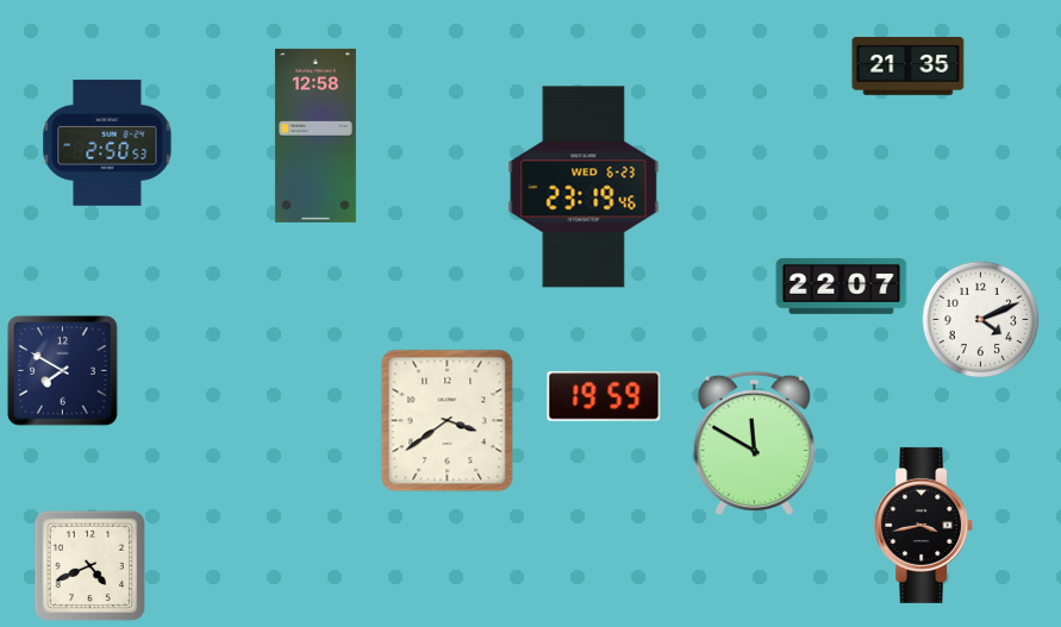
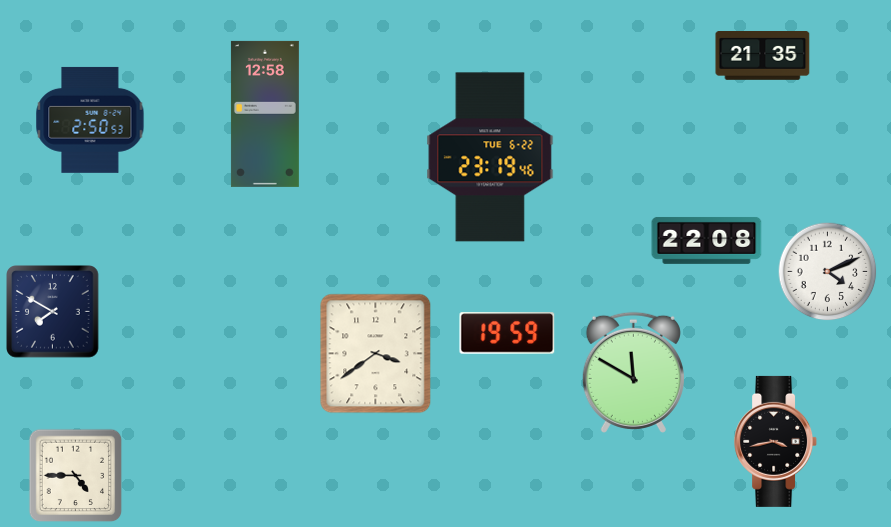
clock at (583, 187) date: WED 6-23 -> TUE 6-22
clock at (842, 286): 22:07 -> 22:08
clock at (981, 320) position: (981, 320) -> (828, 272)
clock at (91, 566): 4:41 -> 4:45
